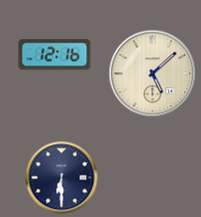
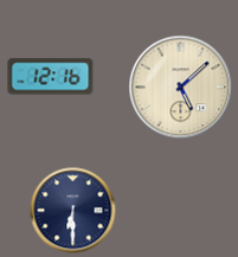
clock at (55, 55) position: (55, 55) -> (51, 77)
